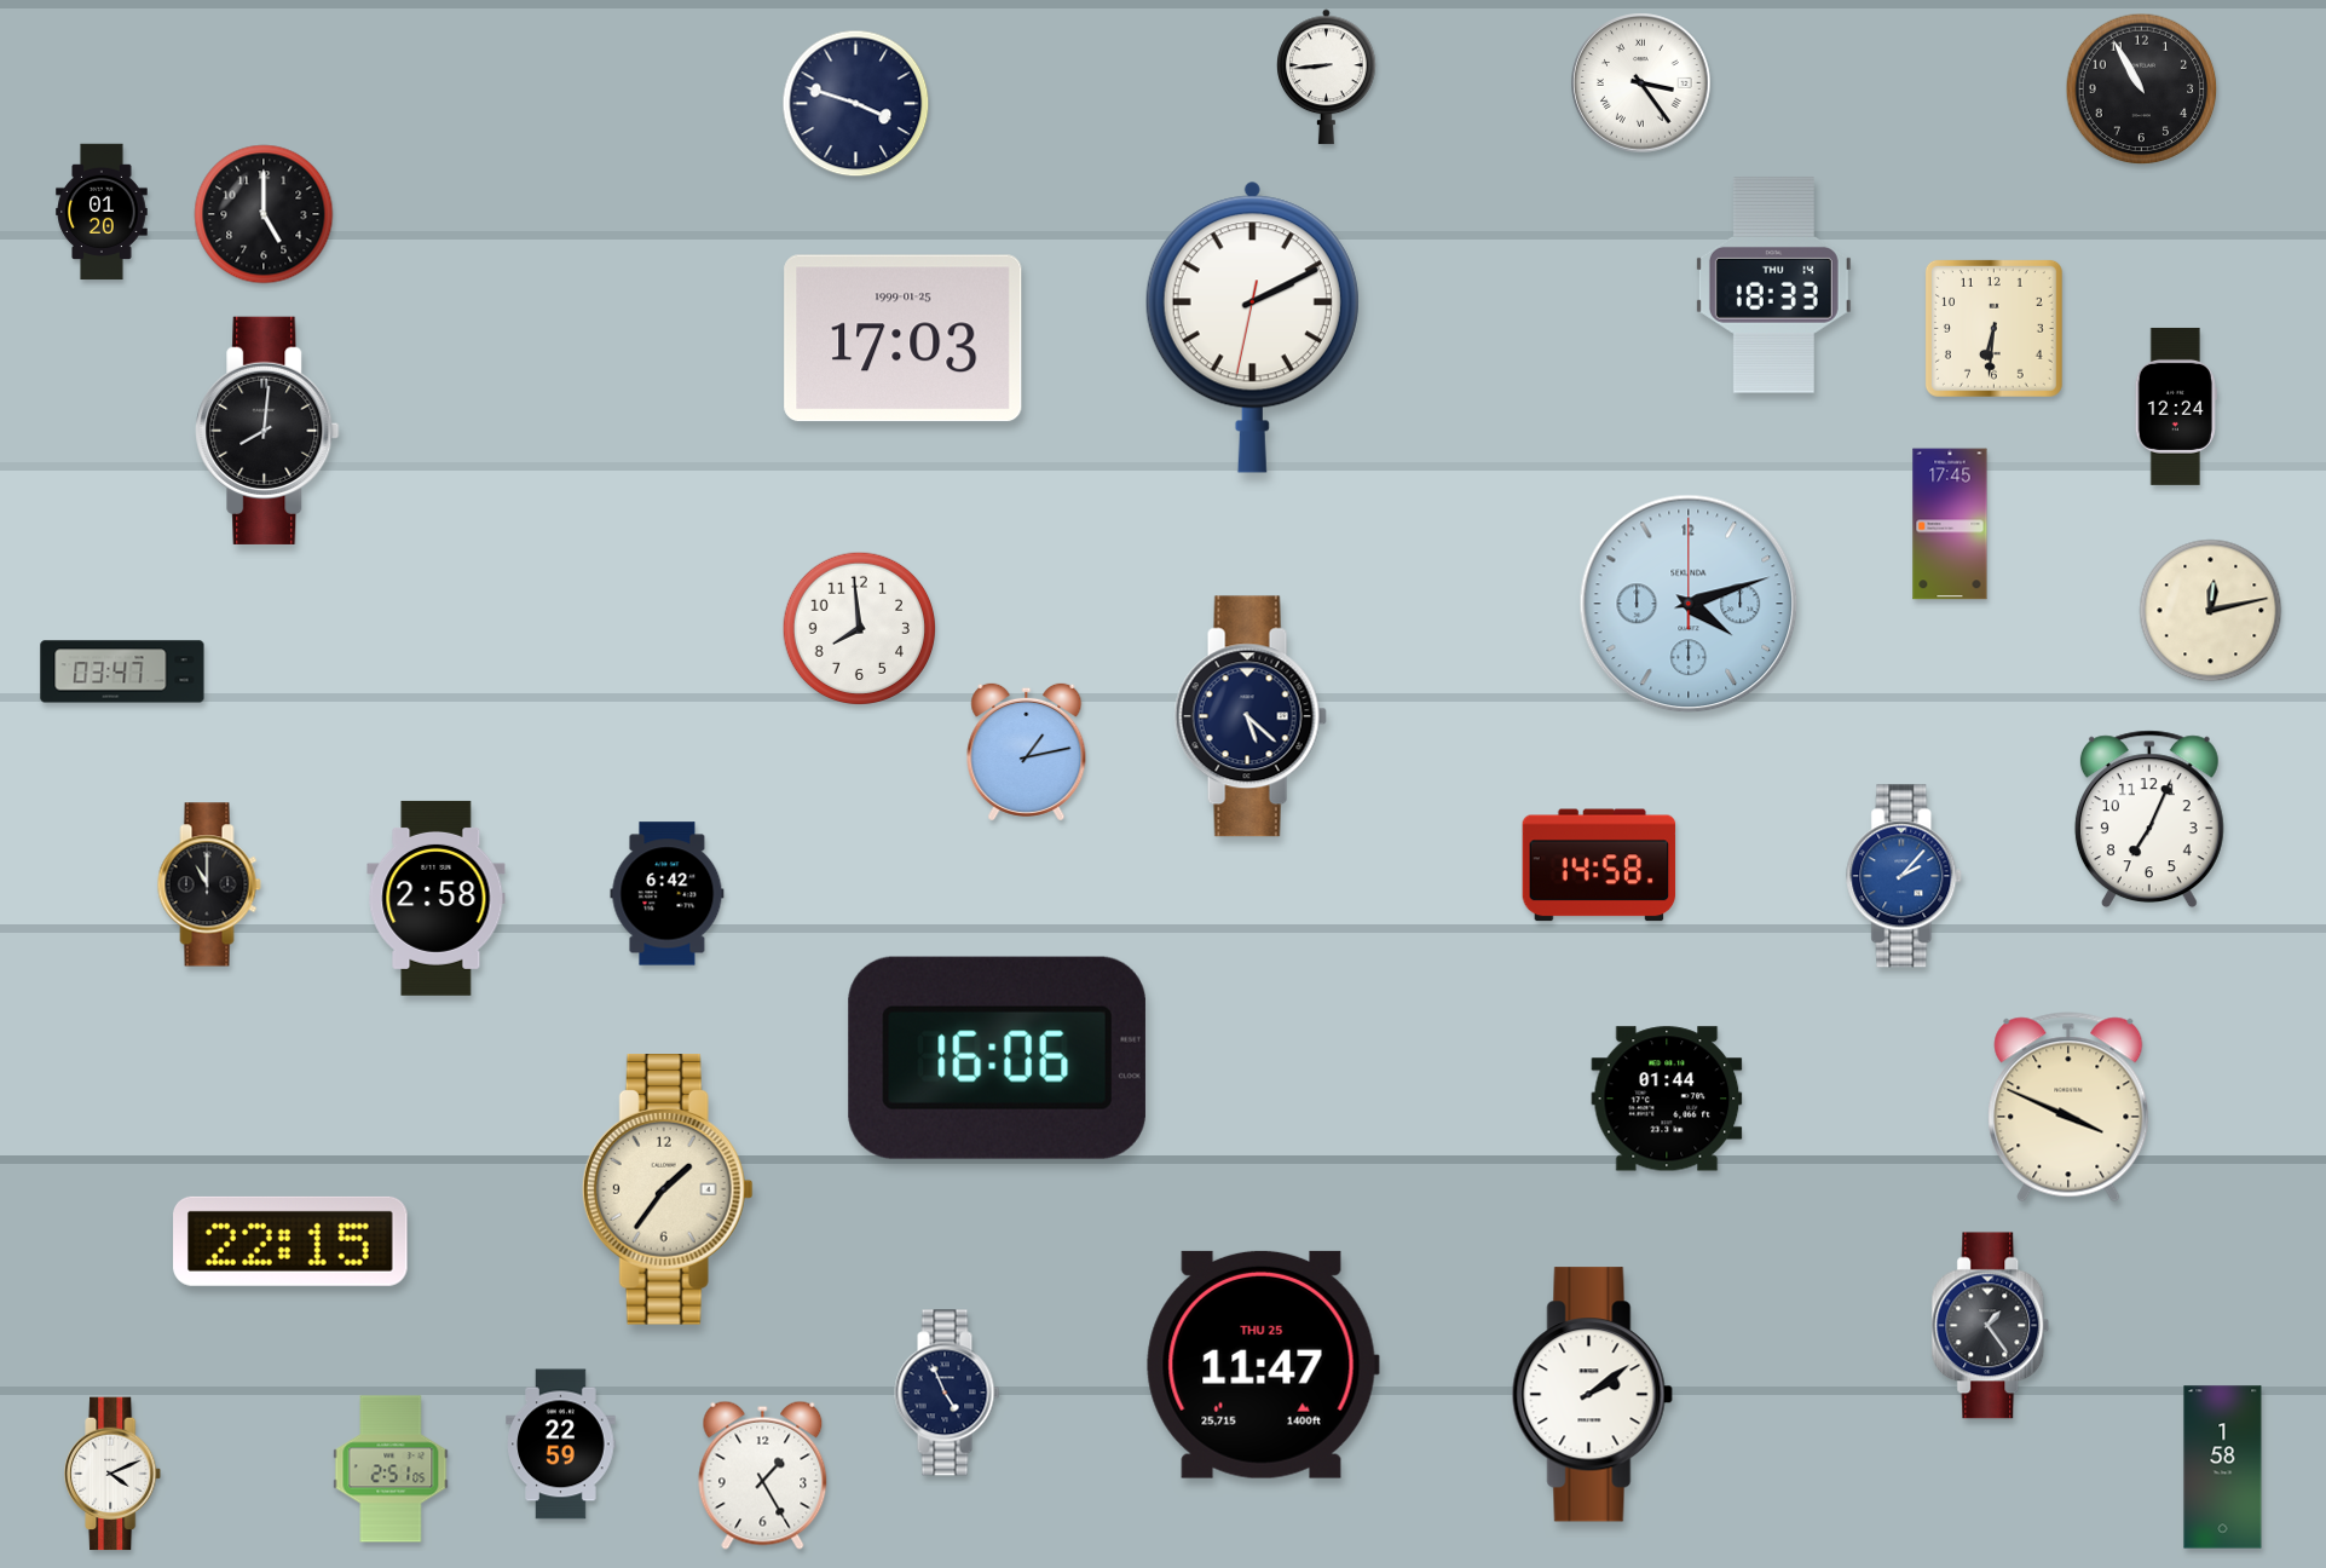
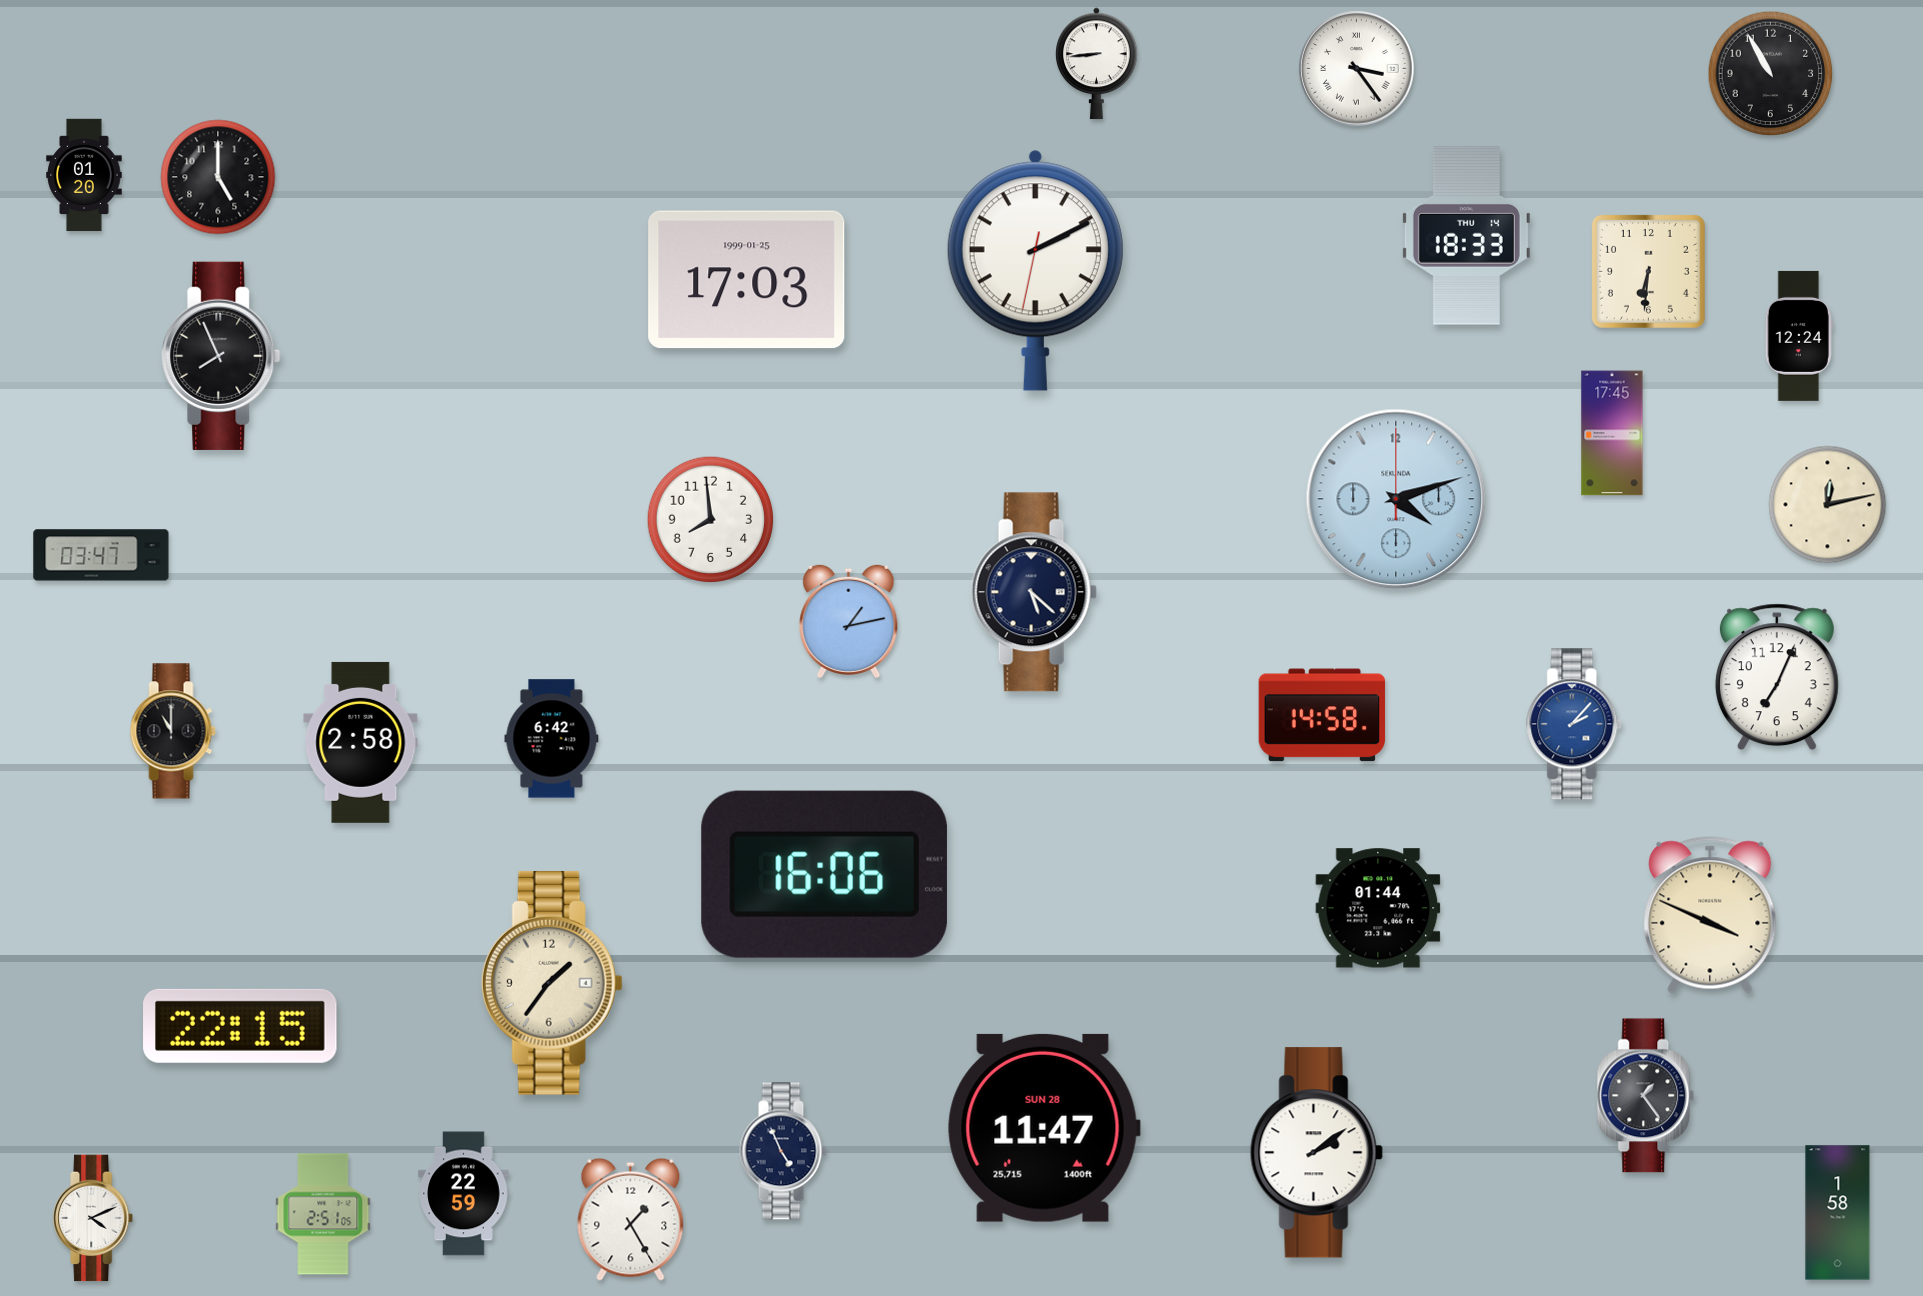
clock at (856, 104): 3:48 -> none
clock at (267, 431): 8:01 -> 7:56
clock at (1263, 1365) date: THU 25 -> SUN 28
